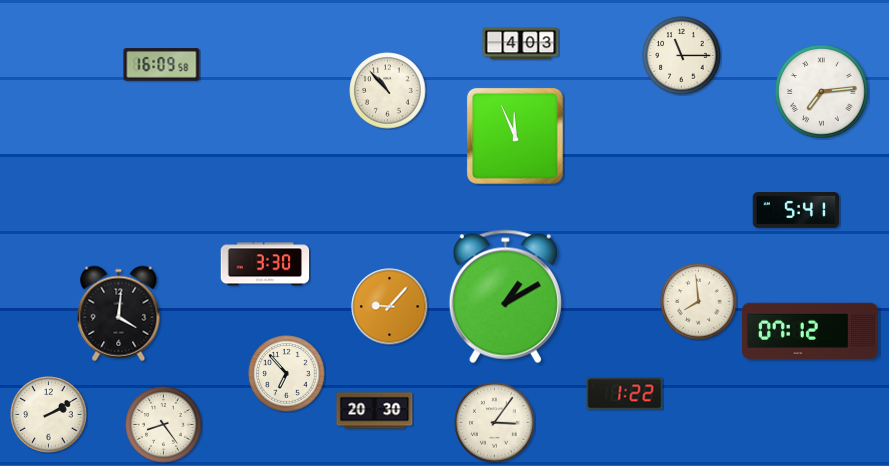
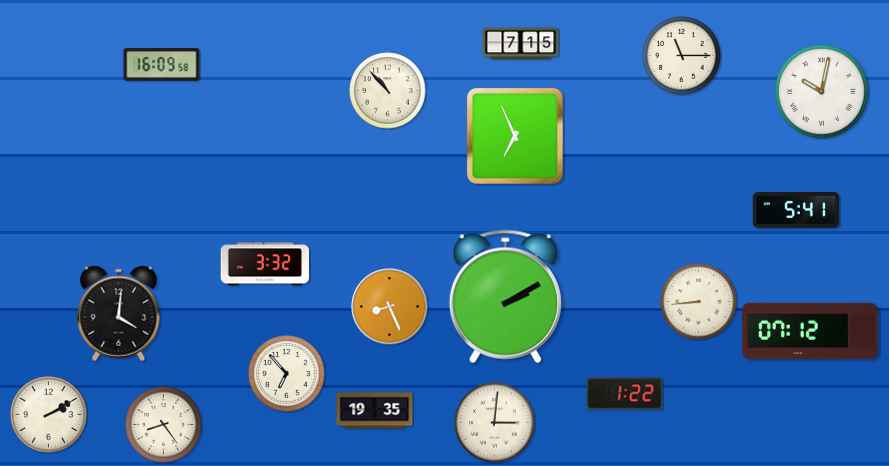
clock at (521, 44): 4:03 -> 7:15
clock at (822, 92): 7:14 -> 10:02
clock at (515, 136): 11:56 -> 6:56
clock at (265, 264): 3:30 -> 3:32
clock at (505, 297): 1:10 -> 2:10
clock at (699, 302): 7:59 -> 8:44
clock at (390, 307): 9:07 -> 8:26
clock at (375, 411): 20:30 -> 19:35
clock at (495, 423): 3:06 -> 3:01
